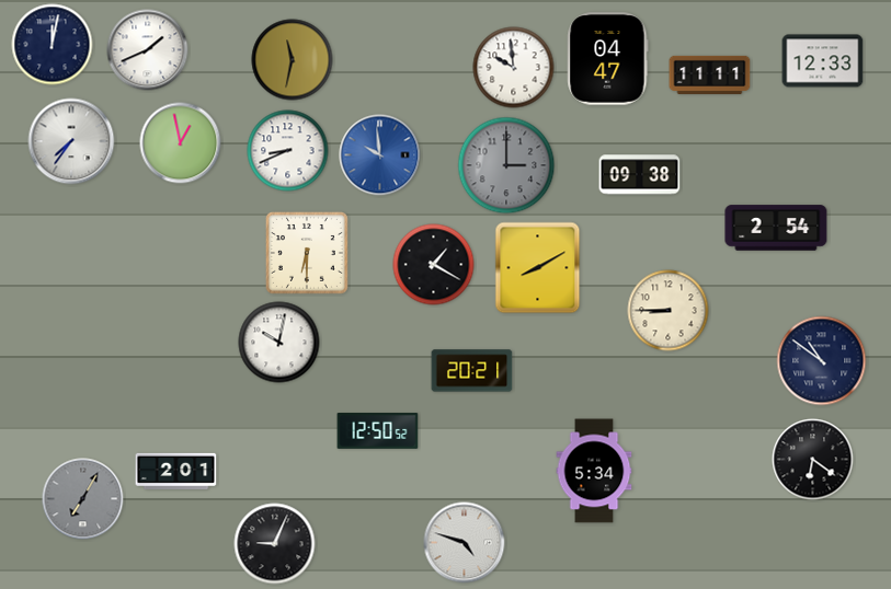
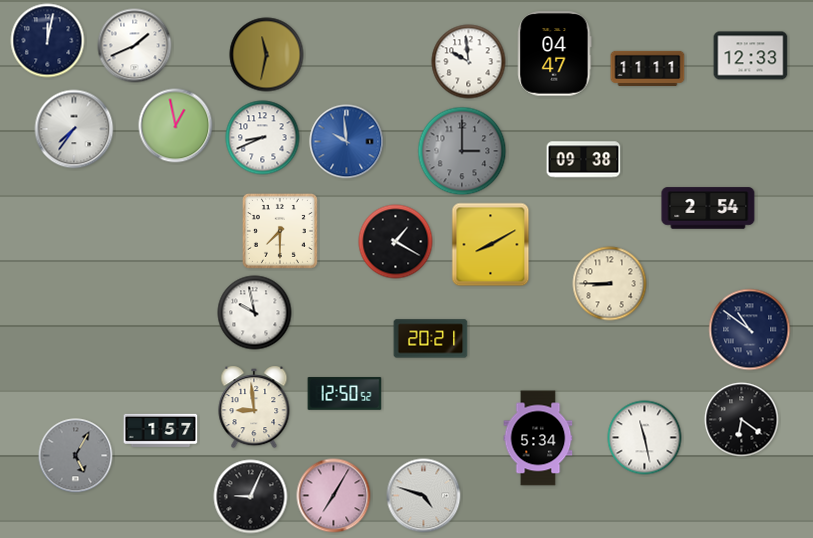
clock at (71, 141) position: (71, 141) -> (74, 129)
clock at (181, 143) position: (181, 143) -> (176, 126)
clock at (307, 253): 6:30 -> 7:30
clock at (279, 343): 10:02 -> 9:58
clock at (254, 407): none -> 8:59
clock at (176, 471): 2:01 -> 1:57
clock at (594, 471) position: (594, 471) -> (538, 438)
clock at (645, 438): none -> 11:28
clock at (83, 499): 7:05 -> 5:05
clock at (334, 496): none -> 7:05
